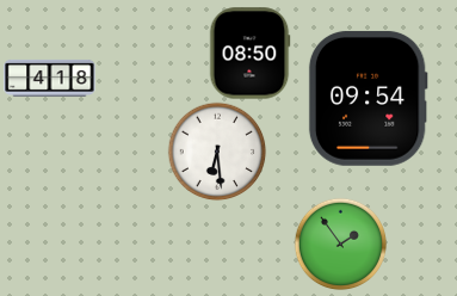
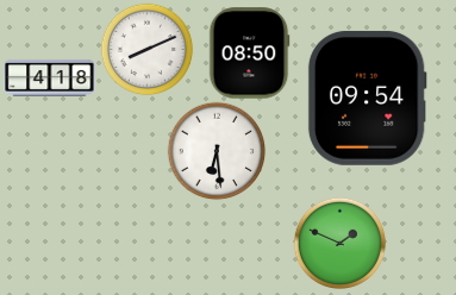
clock at (146, 49): none -> 8:11
clock at (340, 243): 1:54 -> 1:49
